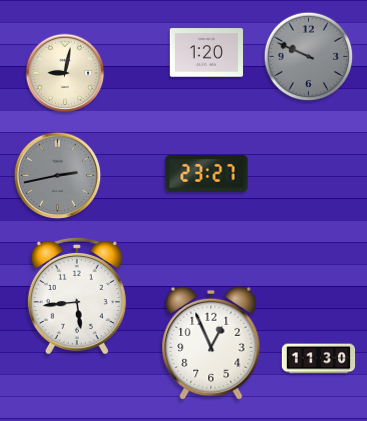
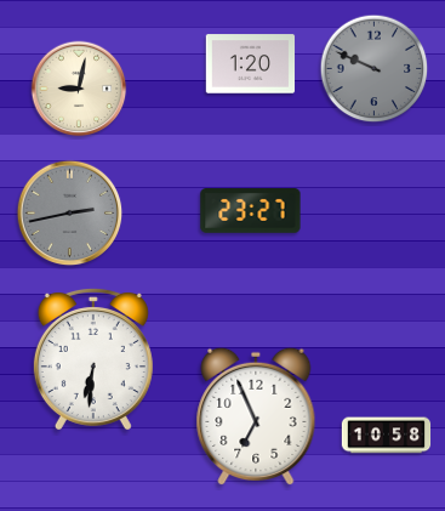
clock at (77, 295): 5:44 -> 6:31
clock at (211, 343): 12:56 -> 6:56
clock at (319, 359): 11:30 -> 10:58
